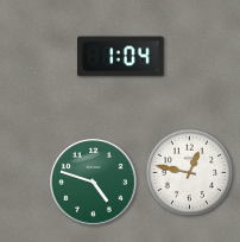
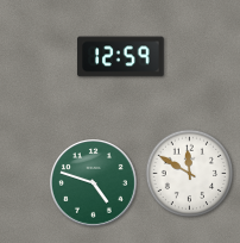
clock at (121, 57): 1:04 -> 12:59
clock at (190, 173): 12:47 -> 11:50
